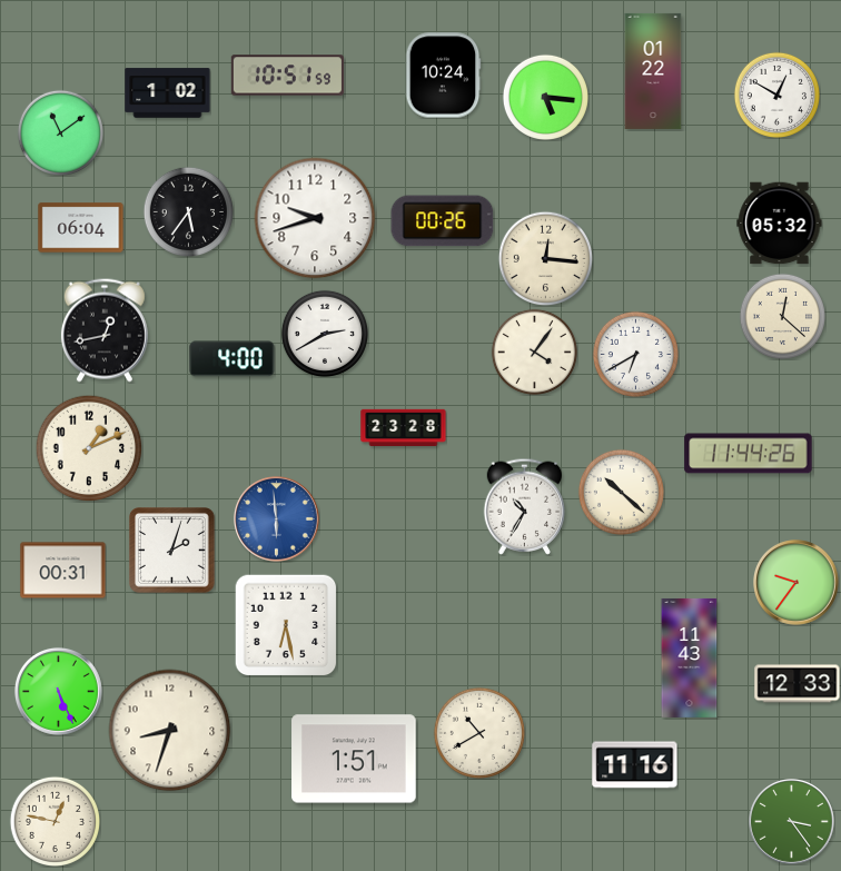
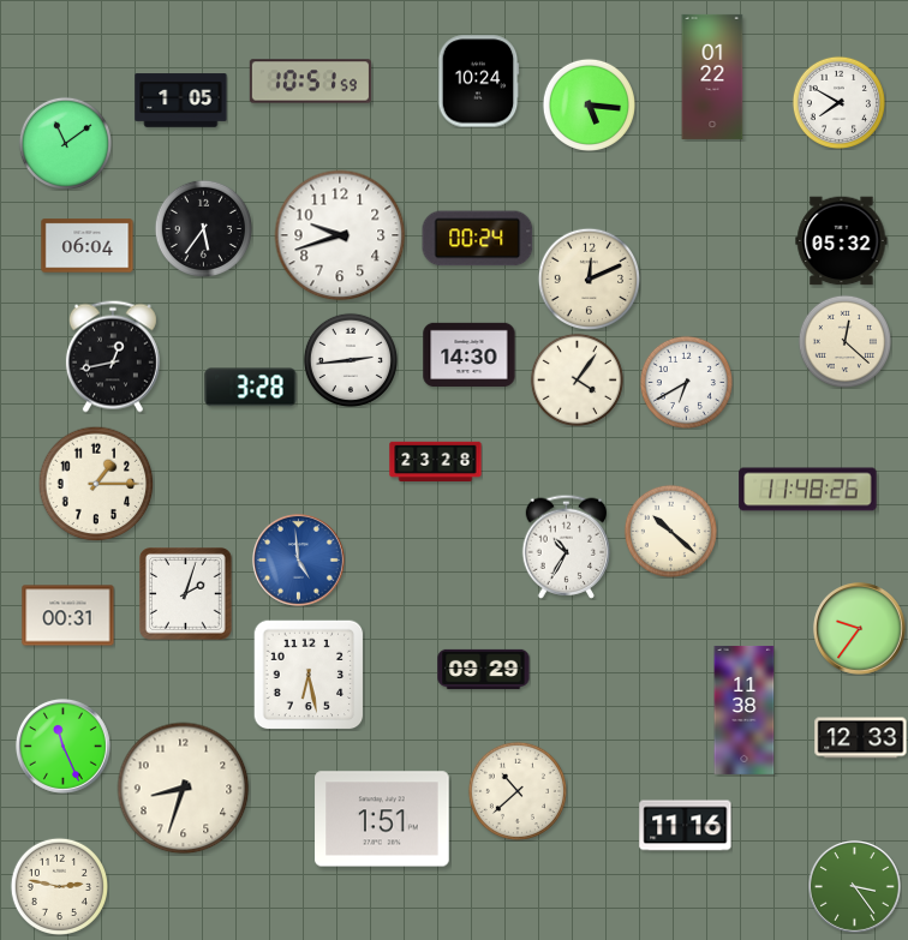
clock at (653, 71) position: (653, 71) -> (712, 77)
clock at (168, 93): 1:02 -> 1:05
clock at (776, 95): 12:50 -> 7:50
clock at (443, 221): 00:26 -> 00:24
clock at (545, 258): 12:16 -> 12:11
clock at (470, 354): none -> 14:30
clock at (325, 334): 2:40 -> 2:44
clock at (232, 359): 4:00 -> 3:28
clock at (89, 448): 1:11 -> 1:15
clock at (749, 454): 11:44 -> 11:48
clock at (277, 519): 5:59 -> 4:59
clock at (484, 669): none -> 09:29
clock at (690, 657): 11:43 -> 11:38
clock at (58, 691): 5:26 -> 11:26
clock at (478, 732): 10:40 -> 10:38
clock at (55, 821): 12:47 -> 2:47
